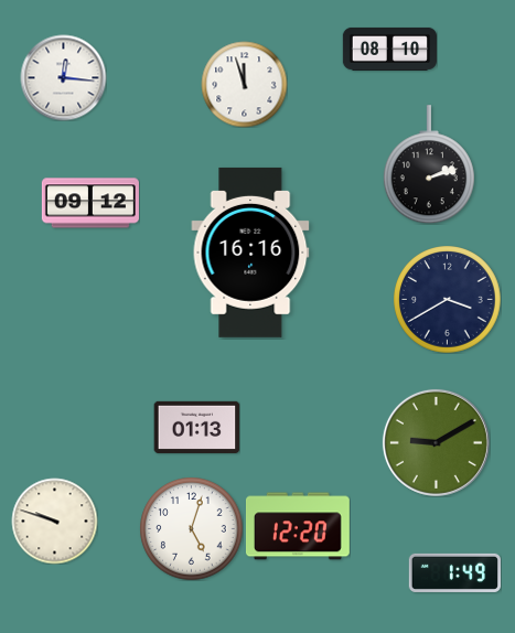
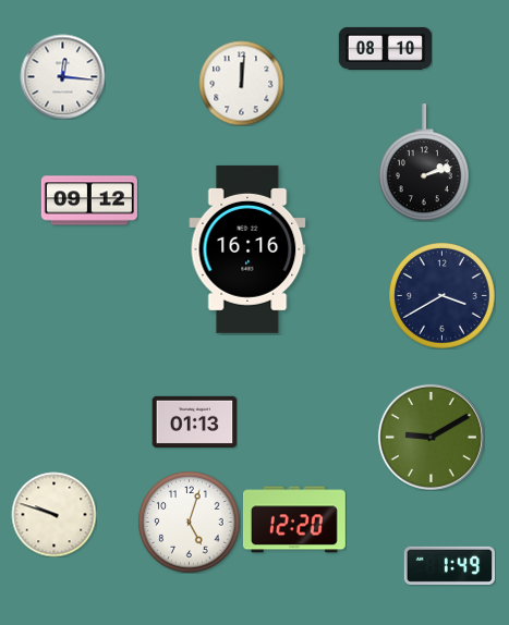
clock at (244, 84): 11:57 -> 12:01
